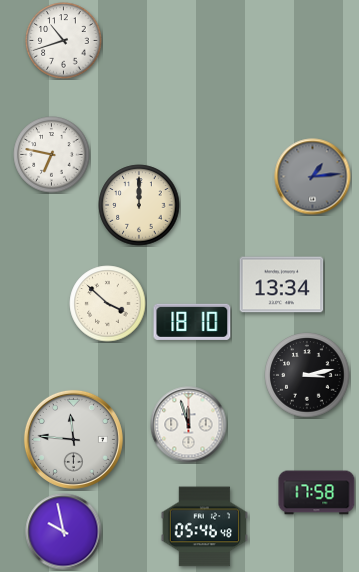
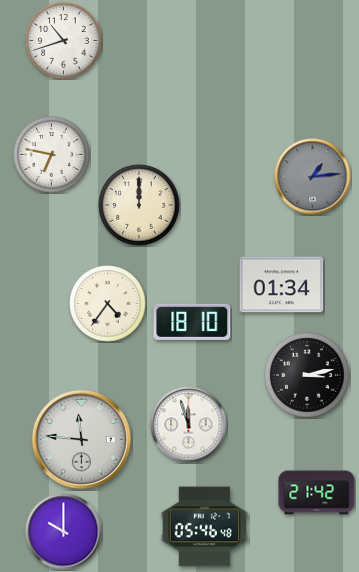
clock at (282, 285): 13:34 -> 01:34
clock at (108, 304): 3:52 -> 4:36
clock at (73, 439) position: (73, 439) -> (81, 439)
clock at (317, 493): 17:58 -> 21:42
clock at (64, 532): 9:58 -> 10:00
